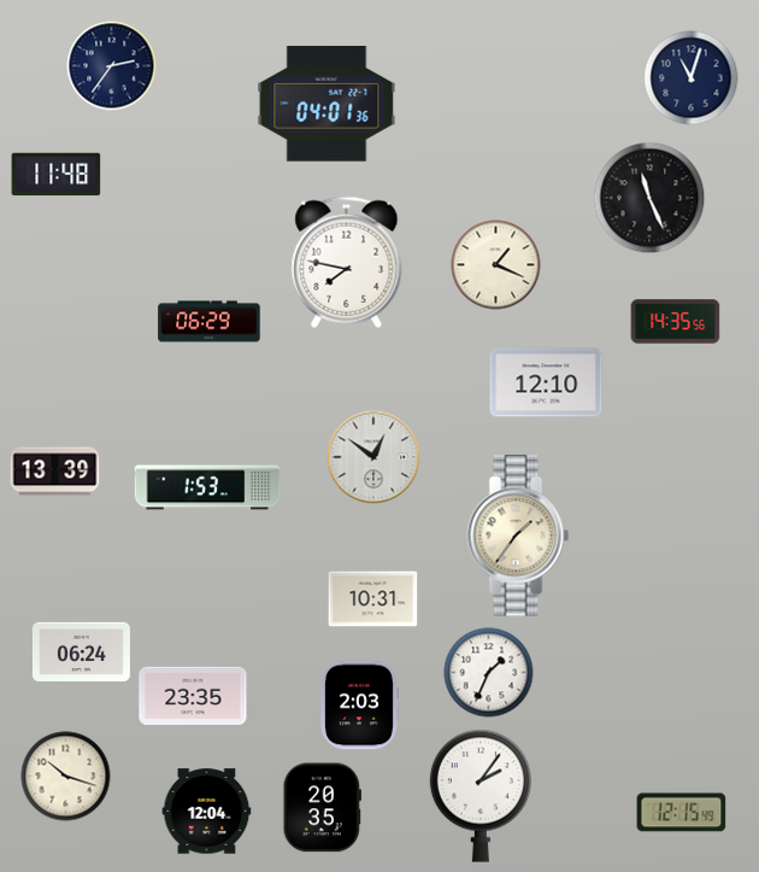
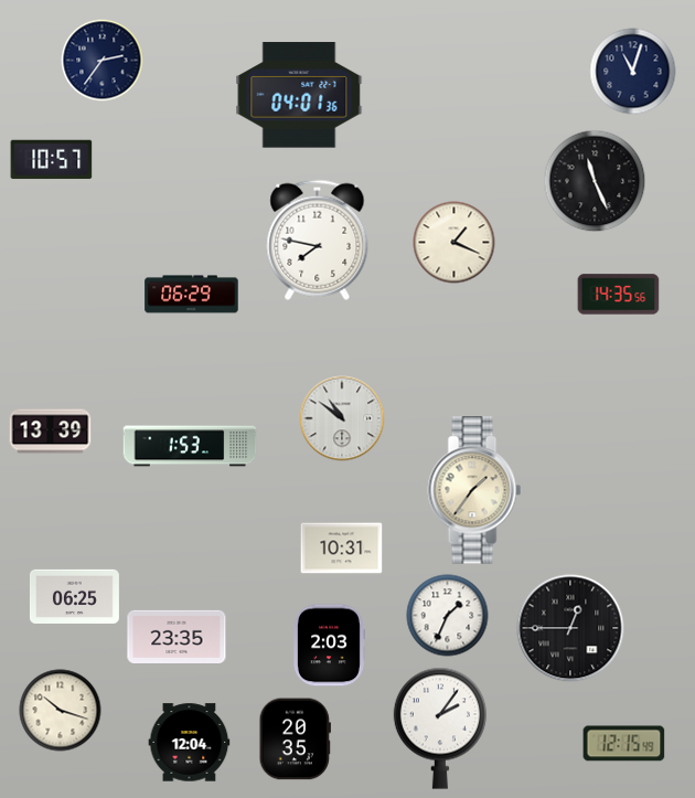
clock at (57, 175): 11:48 -> 10:57
clock at (546, 382): 12:10 -> none
clock at (373, 457): 12:51 -> 10:51
clock at (81, 651): 06:24 -> 06:25
clock at (570, 628): none -> 12:45
